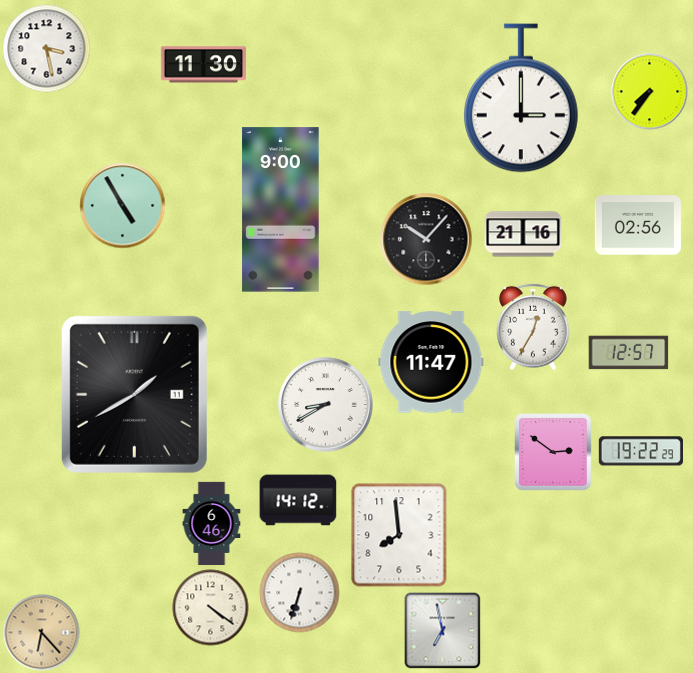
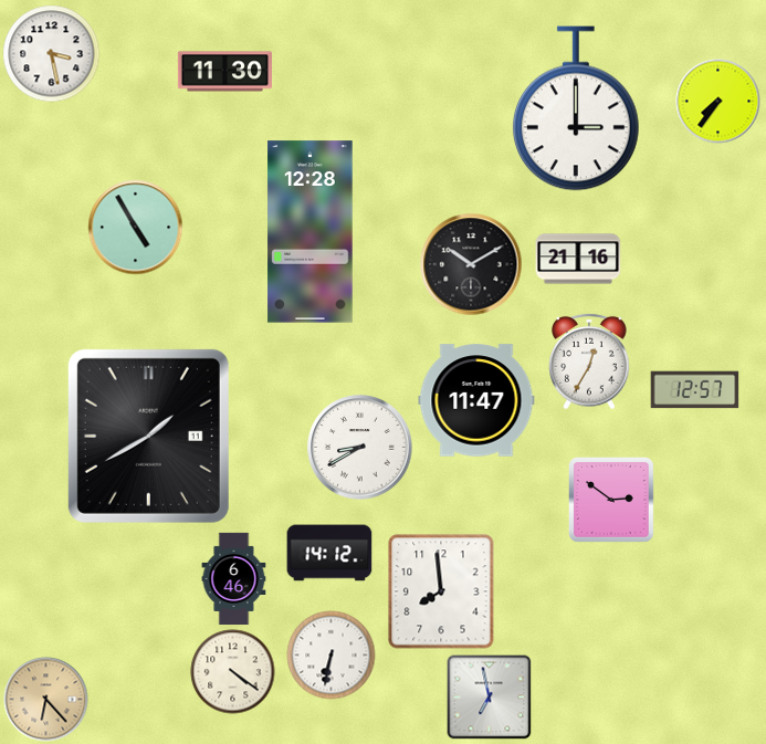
clock at (281, 210): 9:00 -> 12:28
clock at (638, 225): 02:56 -> none
clock at (426, 239): 10:07 -> 10:10
clock at (641, 451): 19:22 -> none
clock at (300, 593): 6:33 -> 6:32
